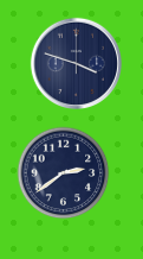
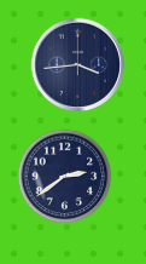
clock at (76, 63): 3:48 -> 3:44
